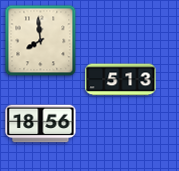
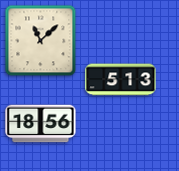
clock at (41, 41): 7:59 -> 11:08
